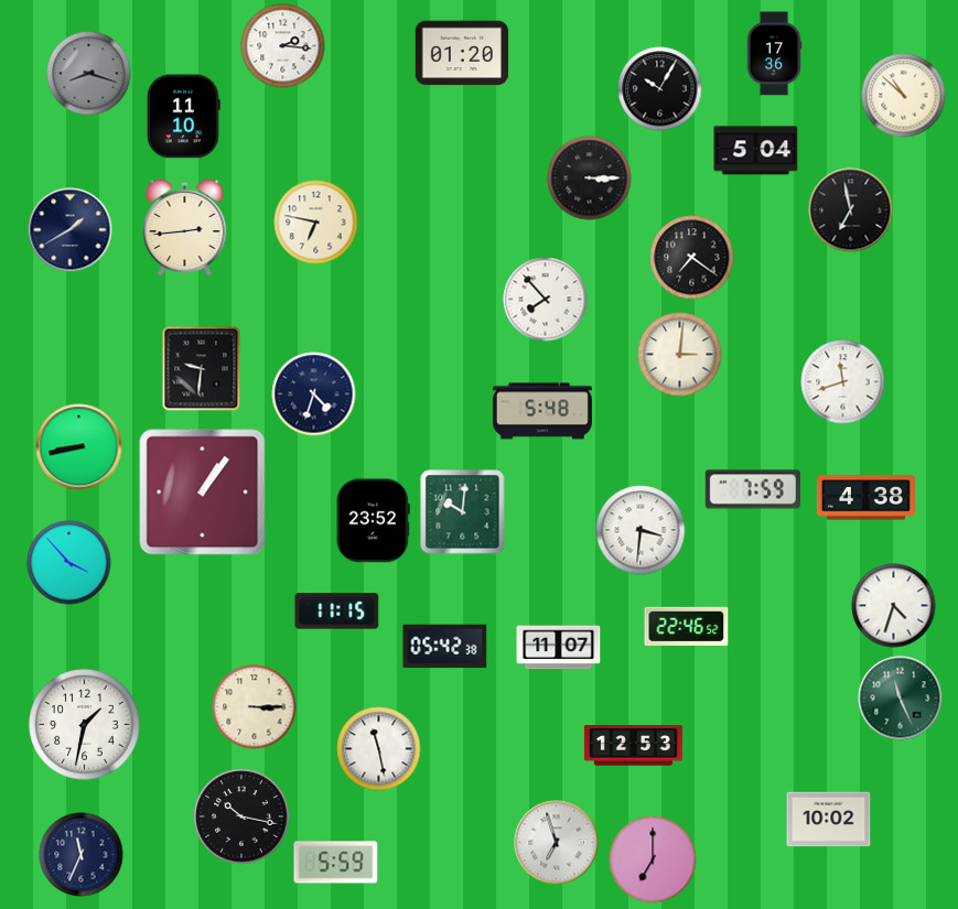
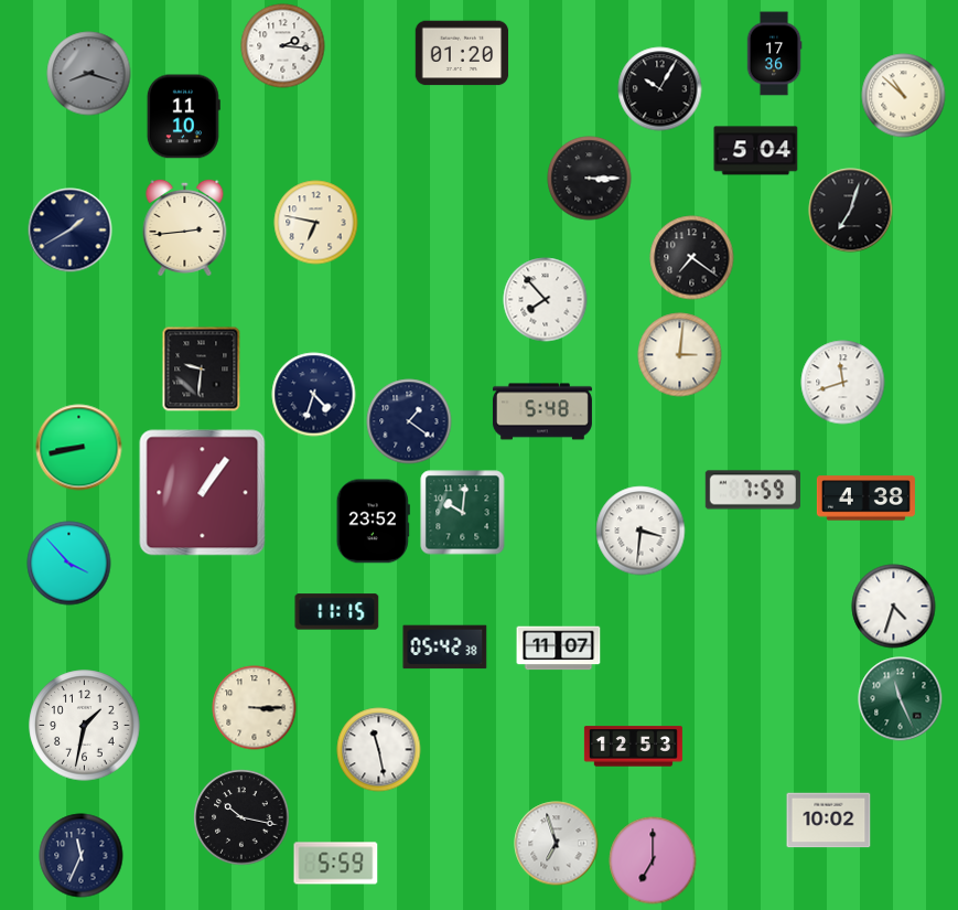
clock at (851, 210): 6:58 -> 7:03
clock at (409, 421): none -> 1:21
clock at (687, 626): 22:46 -> none
